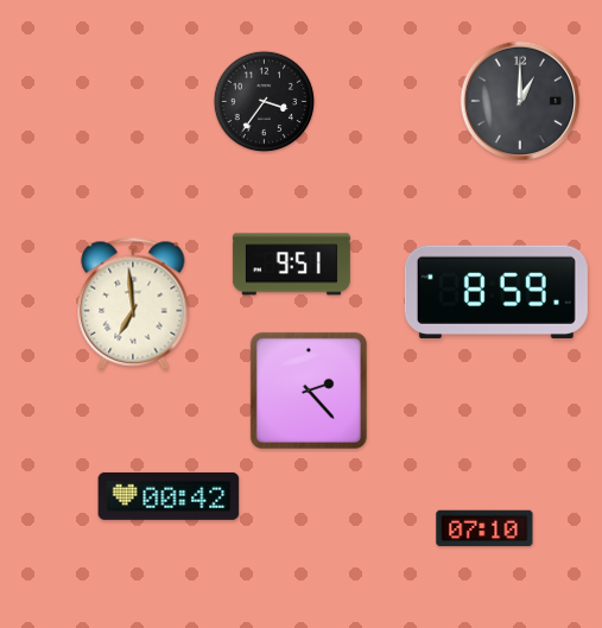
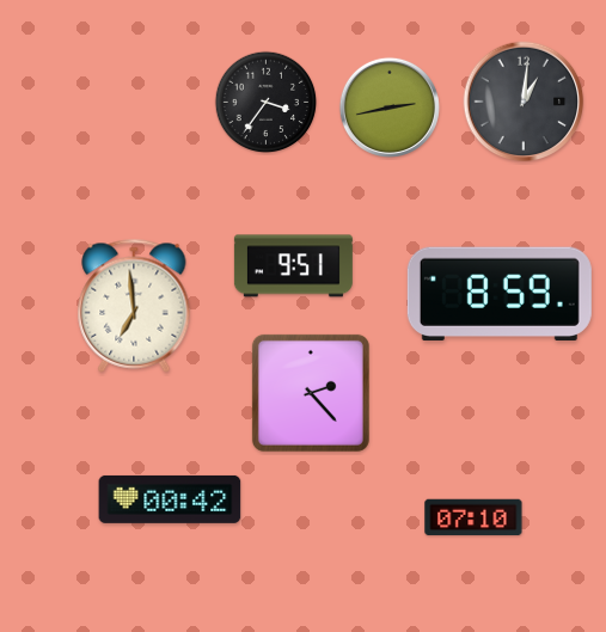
clock at (520, 101): 1:00 -> 1:01
clock at (390, 108): none -> 2:43
clock at (484, 528) position: (484, 528) -> (473, 517)
